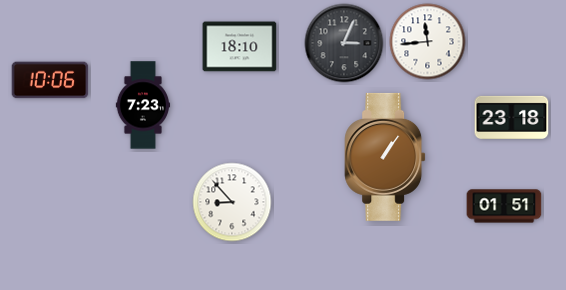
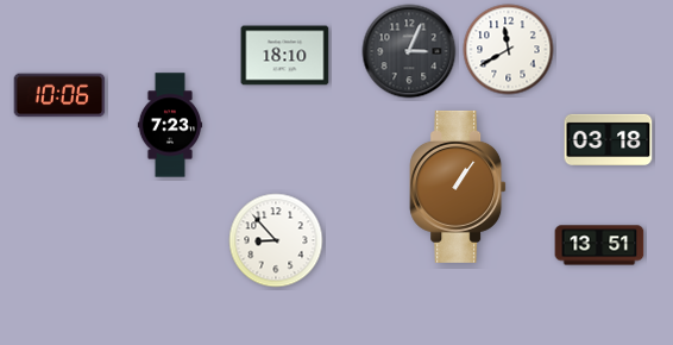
clock at (428, 42): 11:44 -> 11:40
clock at (512, 117): 23:18 -> 03:18
clock at (504, 206): 01:51 -> 13:51
